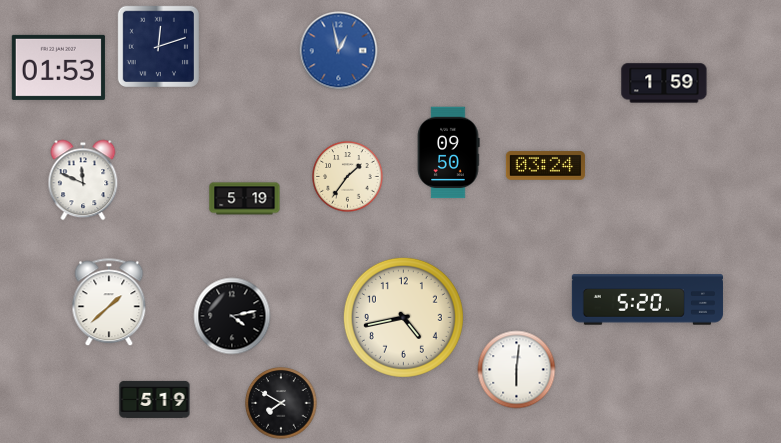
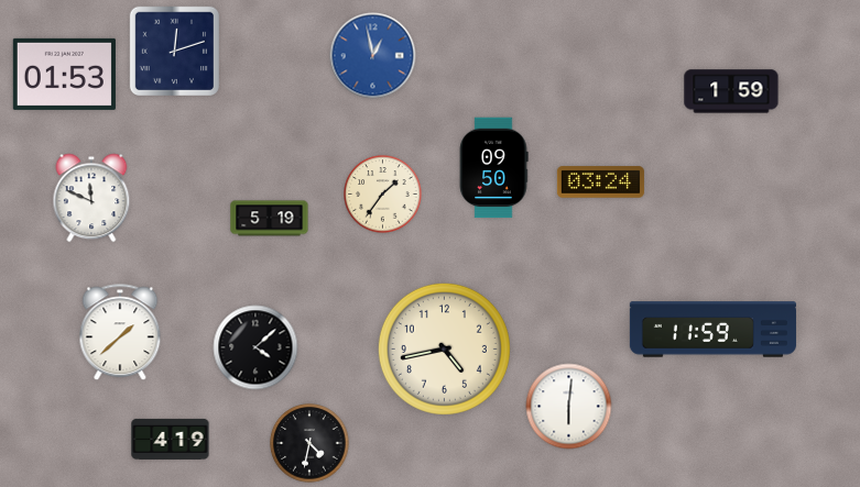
clock at (647, 300): 5:20 -> 11:59
clock at (232, 316): 4:13 -> 4:08
clock at (155, 399): 5:19 -> 4:19
clock at (281, 403): 7:50 -> 4:32
